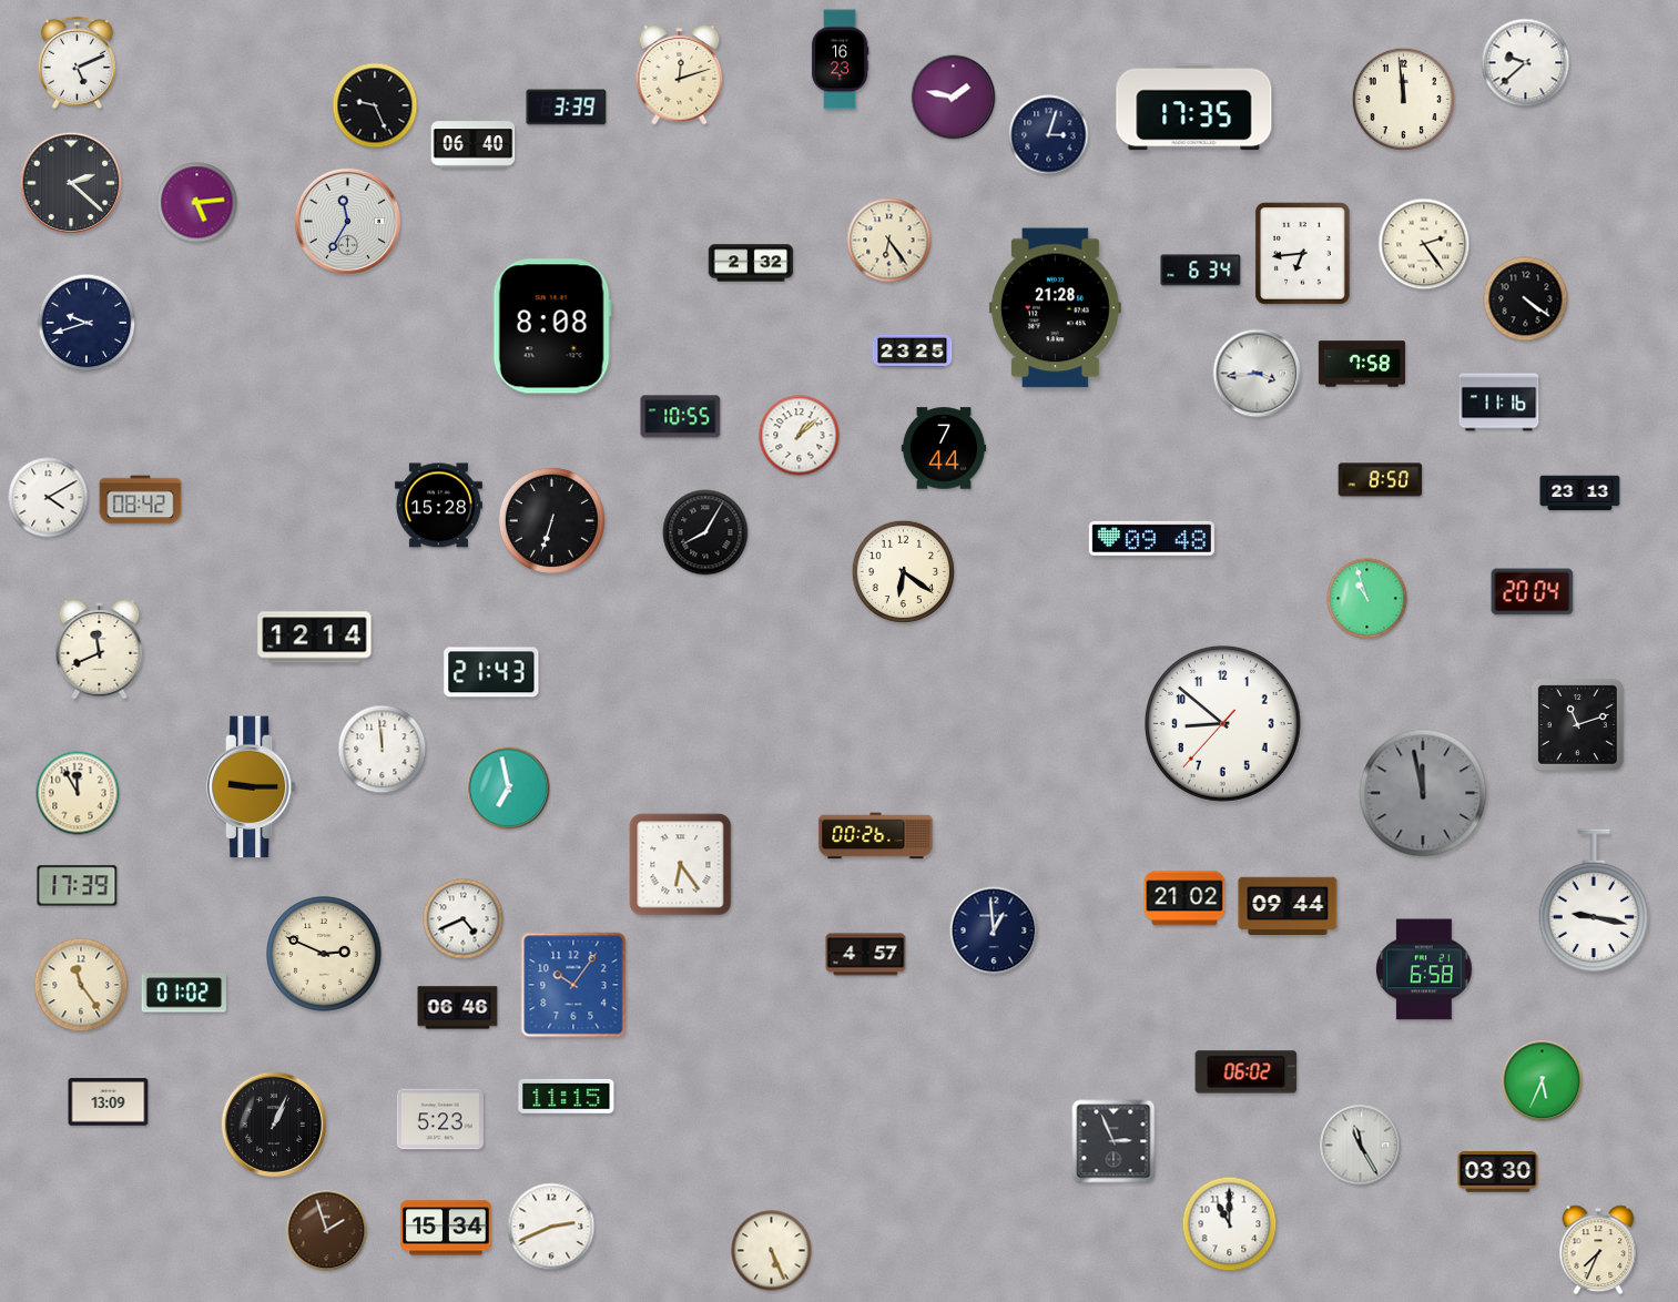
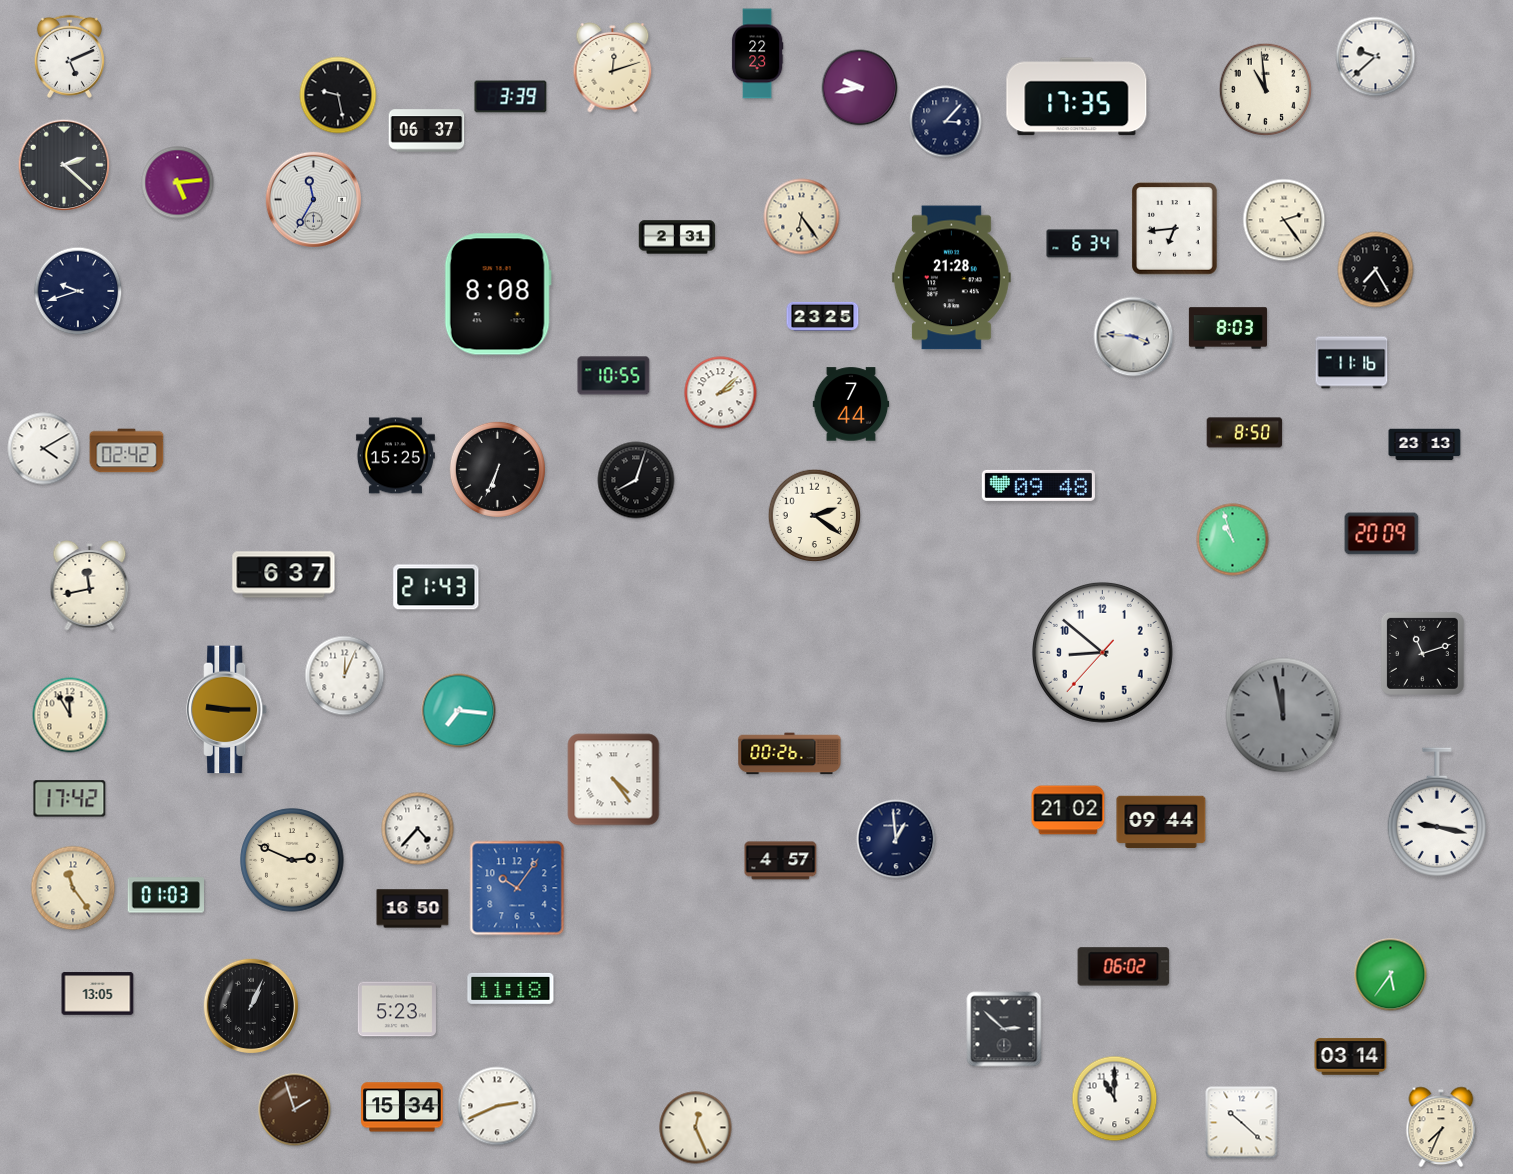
clock at (840, 60): 16:23 -> 22:23
clock at (954, 98): 1:47 -> 9:43
clock at (1404, 100): 11:59 -> 10:59
clock at (375, 105): 9:26 -> 9:28
clock at (1049, 135): 3:03 -> 3:07
clock at (474, 145): 06:40 -> 06:37
clock at (751, 263): 2:32 -> 2:31
clock at (1526, 299): 4:21 -> 7:25
clock at (1362, 364): 7:58 -> 8:03
clock at (1258, 374): 3:44 -> 3:46
clock at (800, 436): 1:08 -> 2:08
clock at (141, 500): 08:42 -> 02:42
clock at (438, 506): 15:28 -> 15:25
clock at (551, 520): 6:33 -> 6:34
clock at (705, 532): 8:05 -> 8:03
clock at (904, 572): 6:21 -> 2:21
clock at (1533, 592): 20:04 -> 20:09
clock at (315, 638): 12:14 -> 6:37
clock at (100, 650): 11:41 -> 11:43
clock at (491, 672) position: (491, 672) -> (436, 587)
clock at (383, 750): 11:59 -> 12:04
clock at (509, 789): 6:58 -> 7:16
clock at (681, 865): 6:24 -> 4:24
clock at (78, 886): 17:39 -> 17:42
clock at (1288, 905) position: (1288, 905) -> (1161, 821)
clock at (464, 919): 4:41 -> 4:37
clock at (1424, 969): 6:58 -> none
clock at (184, 993): 01:02 -> 01:03
clock at (458, 1008): 06:46 -> 16:50
clock at (1543, 1081): 5:34 -> 5:36
clock at (567, 1096): 11:15 -> 11:18
clock at (109, 1102): 13:09 -> 13:05
clock at (273, 1123) position: (273, 1123) -> (250, 1005)
clock at (1113, 1141): 2:56 -> 2:52
clock at (1361, 1146): 11:25 -> none
clock at (1498, 1172): 03:30 -> 03:14
clock at (1230, 1224) position: (1230, 1224) -> (1115, 1099)
clock at (1242, 1123): none -> 10:22
clock at (772, 1251): 5:26 -> 12:26
